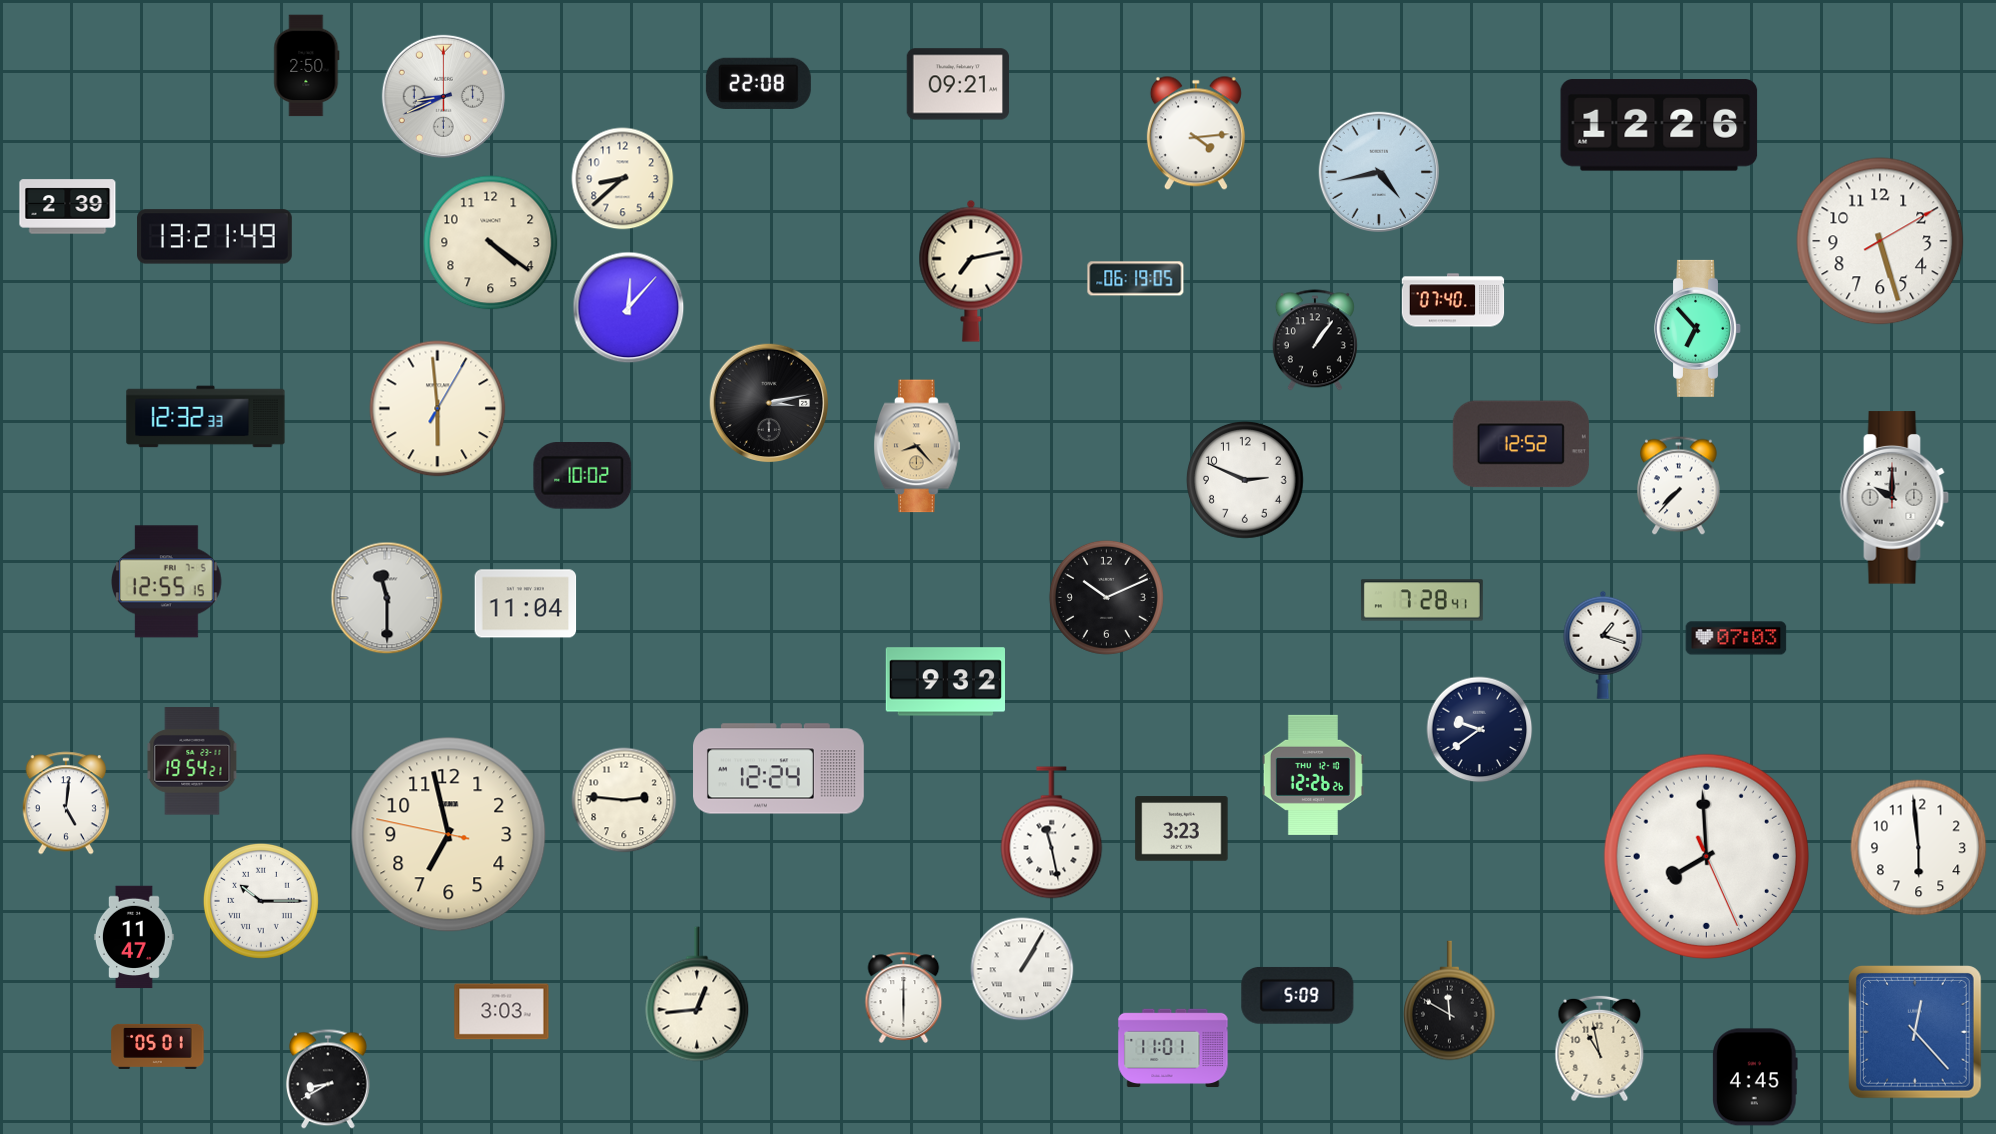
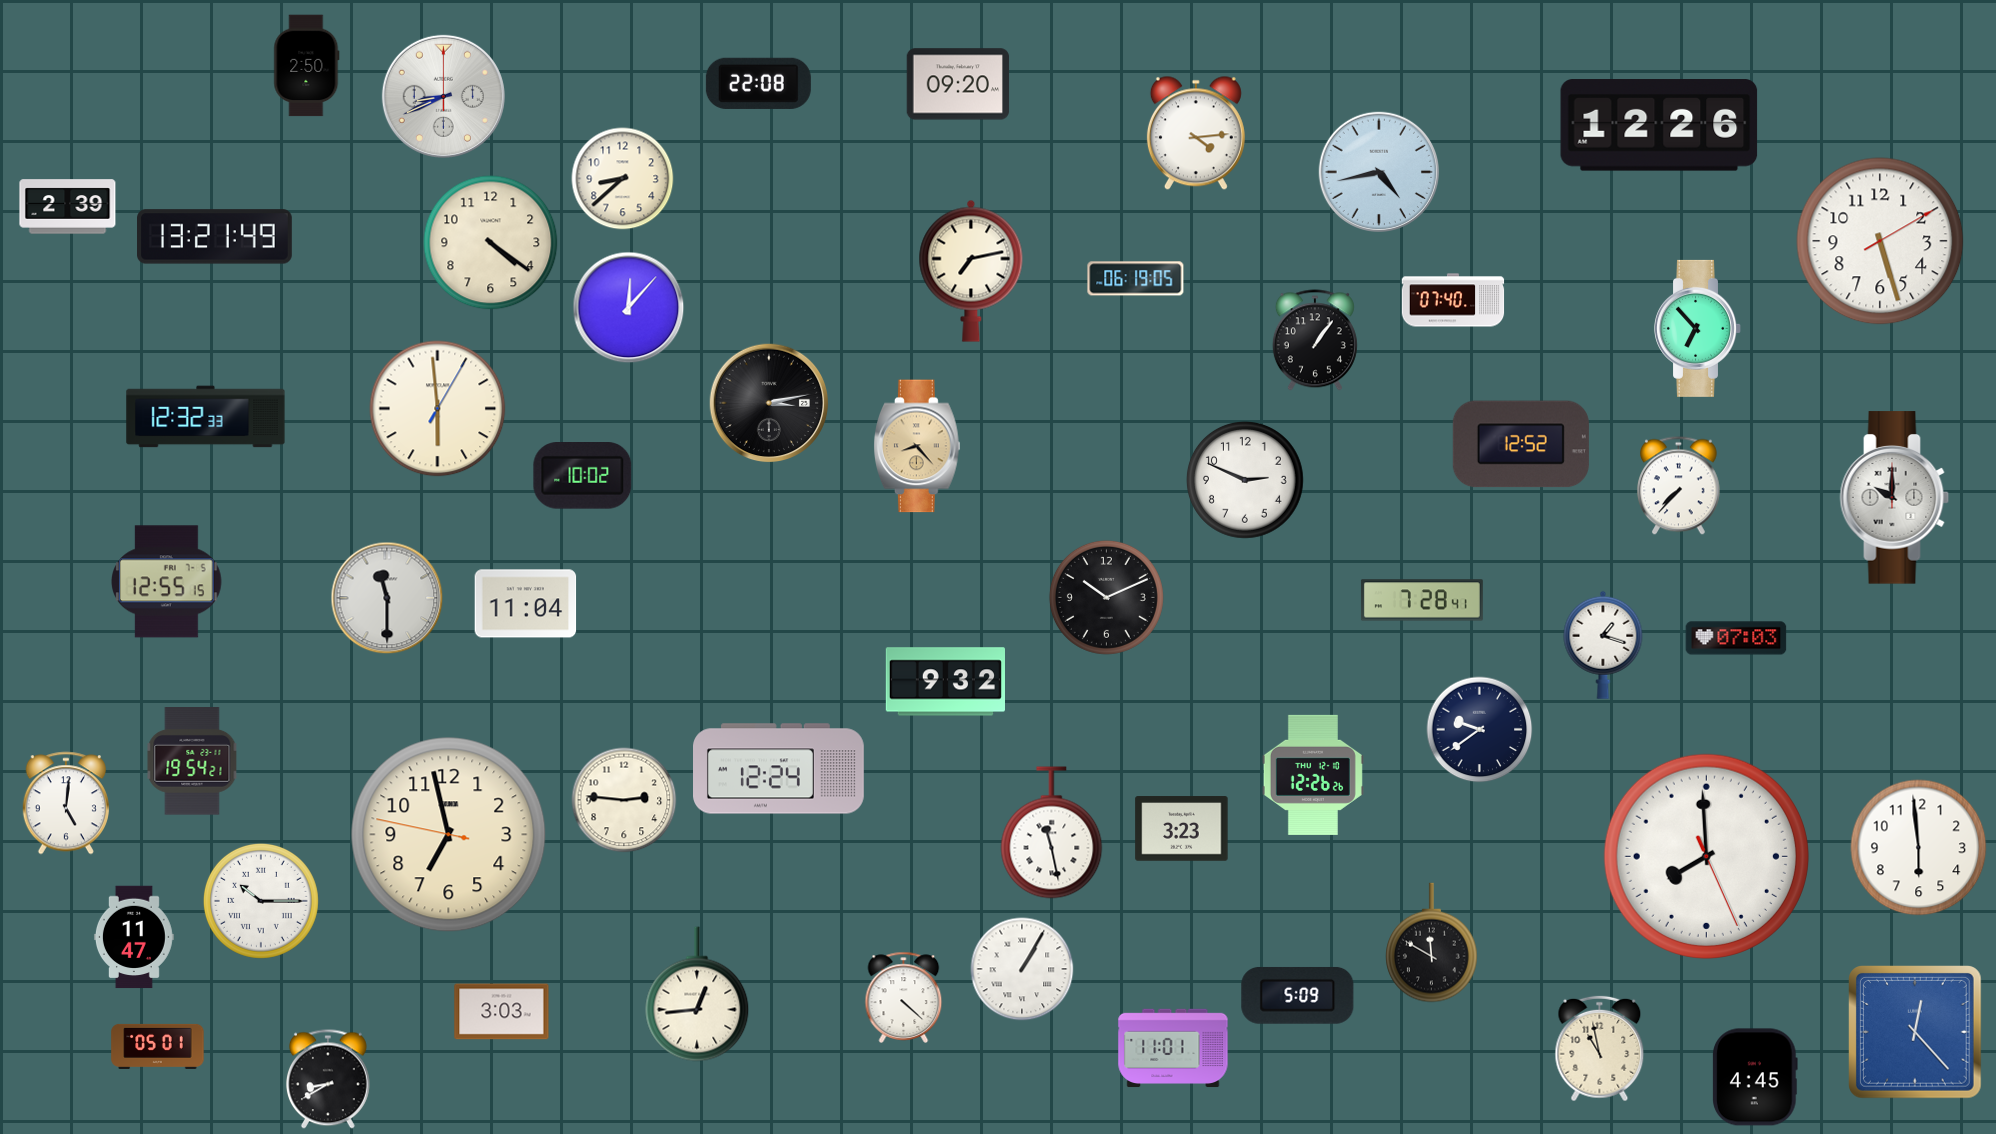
clock at (958, 84): 09:21 -> 09:20
clock at (904, 997): 6:00 -> 4:22
clock at (1450, 1001) position: (1450, 1001) -> (1432, 943)
